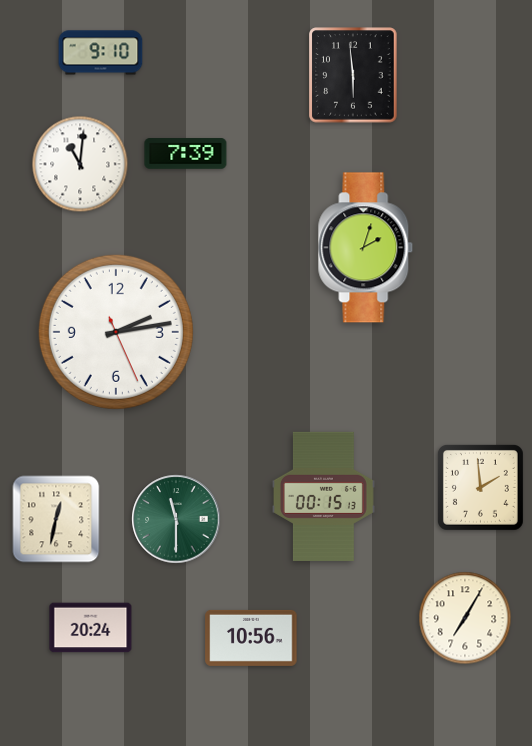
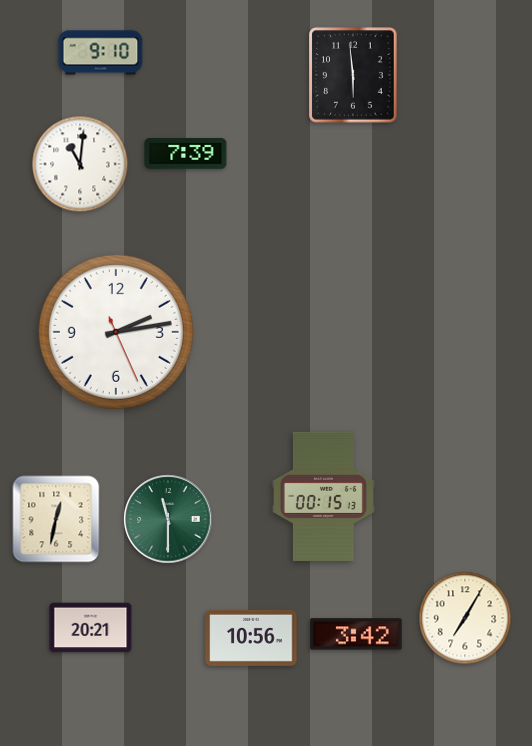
clock at (366, 248): 2:03 -> none
clock at (480, 487): 1:59 -> none
clock at (176, 519) position: (176, 519) -> (168, 519)
clock at (91, 628): 20:24 -> 20:21
clock at (356, 634): none -> 3:42
